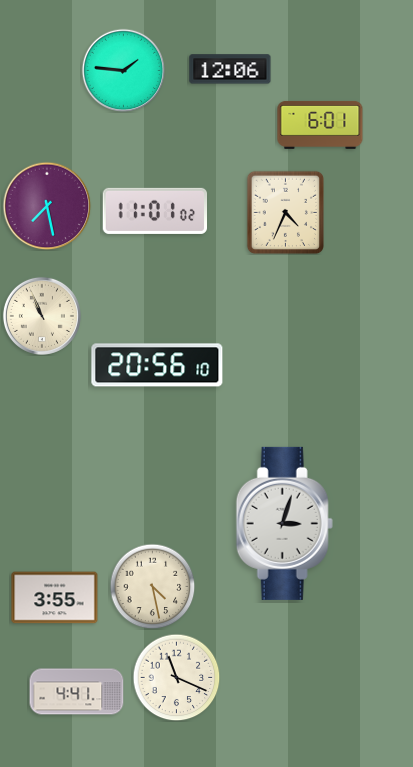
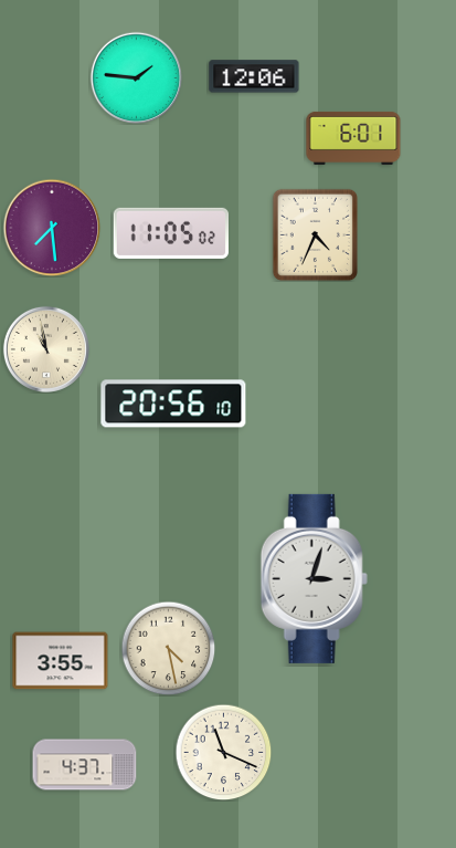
clock at (47, 206): 7:28 -> 7:29
clock at (154, 211): 11:01 -> 11:05
clock at (42, 316): 10:56 -> 10:58
clock at (176, 677) position: (176, 677) -> (223, 752)
clock at (77, 692): 4:41 -> 4:37
